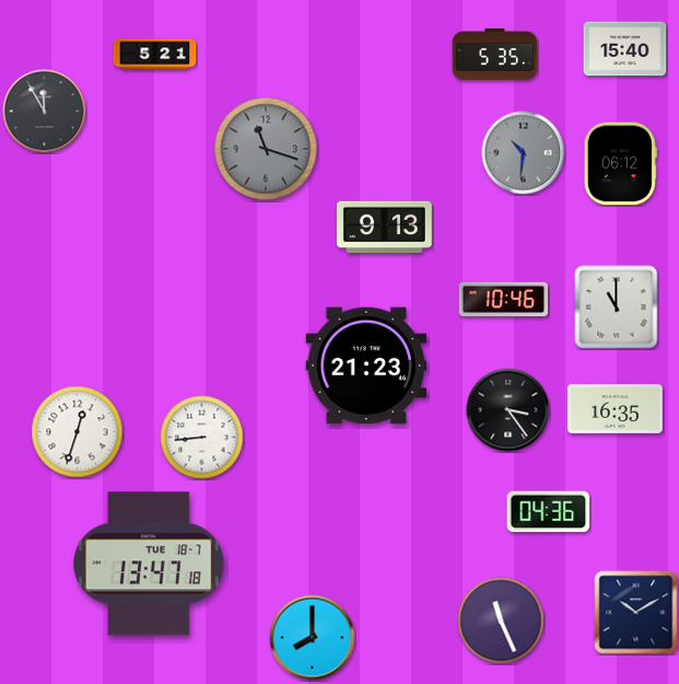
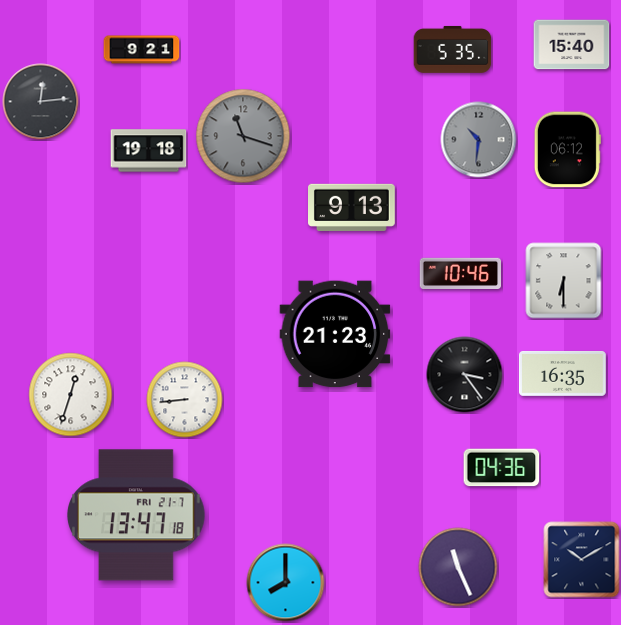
clock at (155, 55): 5:21 -> 9:21
clock at (45, 112): 11:55 -> 12:14
clock at (149, 151): none -> 19:18
clock at (617, 308): 11:00 -> 6:30
clock at (150, 564) date: TUE 18-7 -> FRI 21-7
